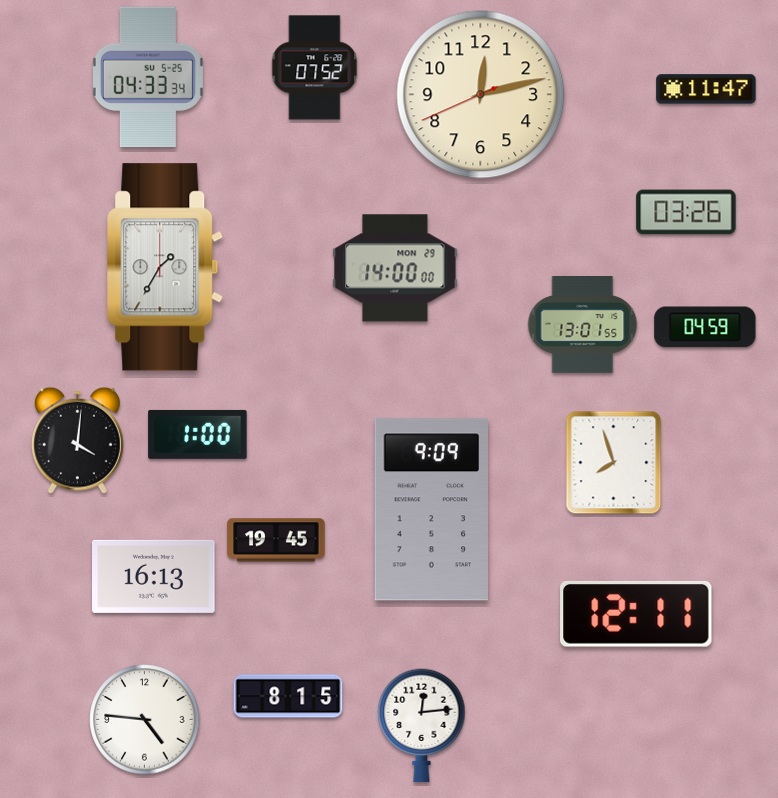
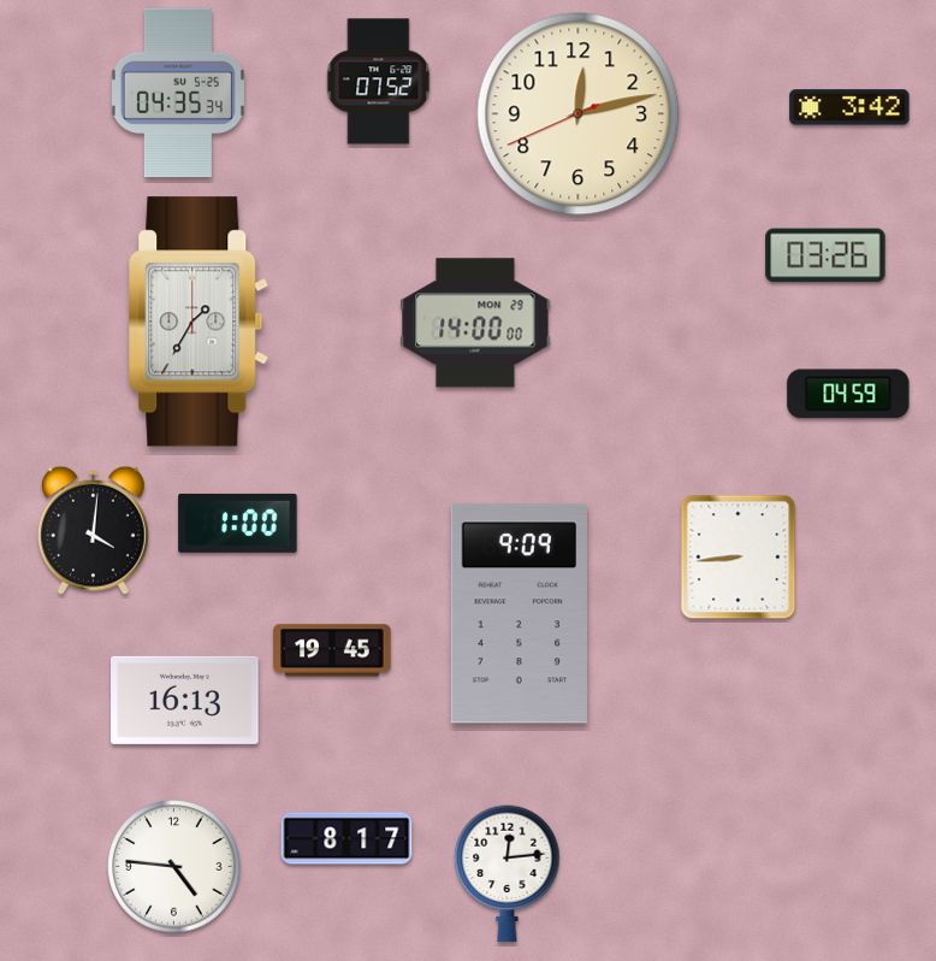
clock at (148, 77): 04:33 -> 04:35
clock at (706, 89): 11:47 -> 3:42
clock at (583, 325): 13:01 -> none
clock at (614, 463): 7:57 -> 8:44
clock at (154, 576) position: (154, 576) -> (185, 700)
clock at (636, 614): 12:11 -> none
clock at (288, 696): 8:15 -> 8:17
